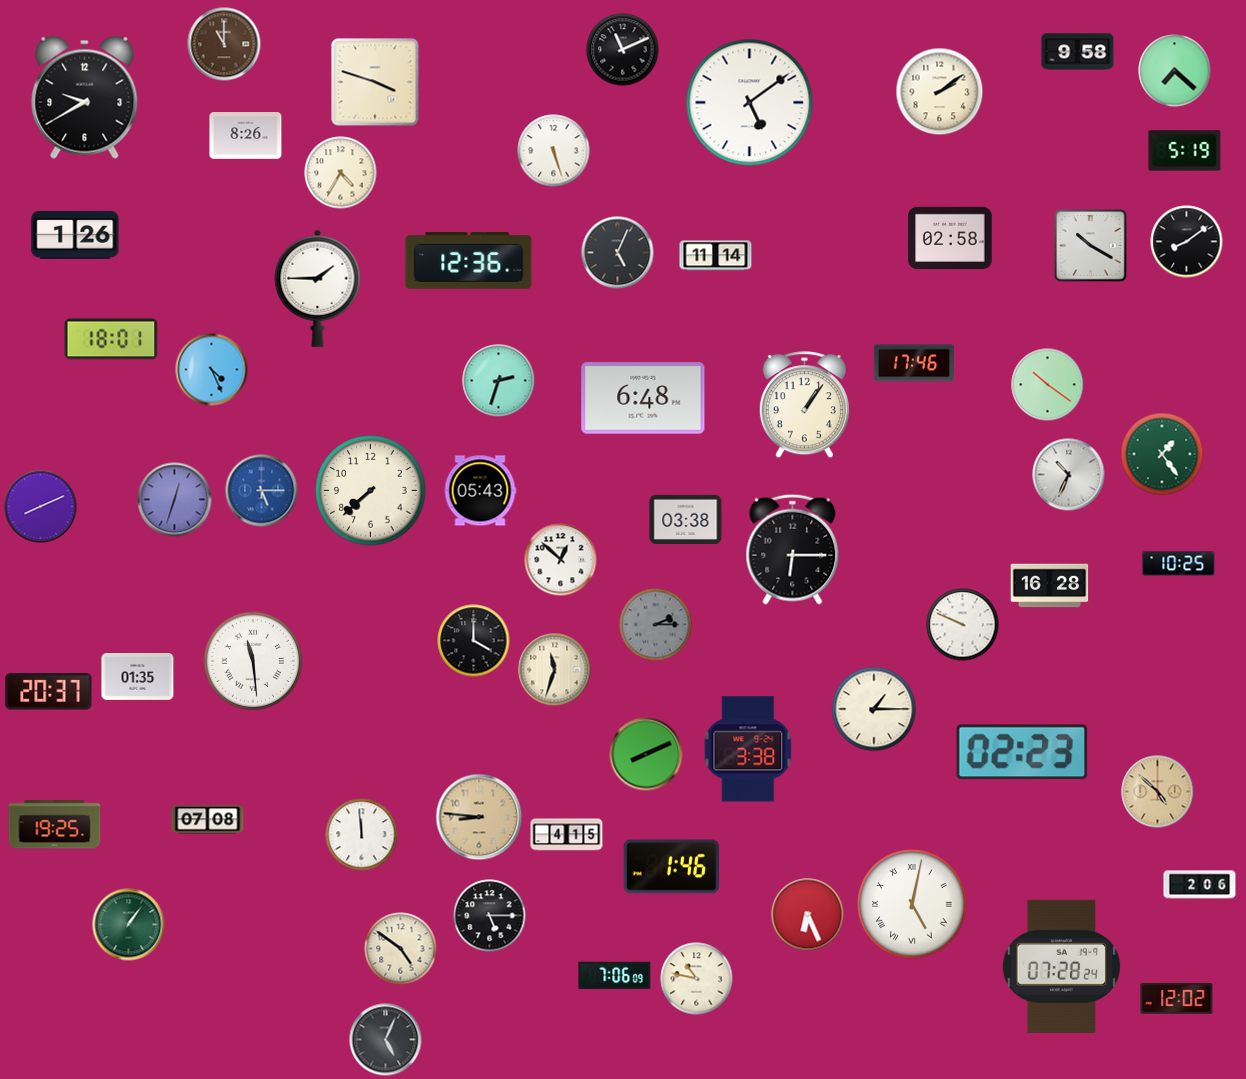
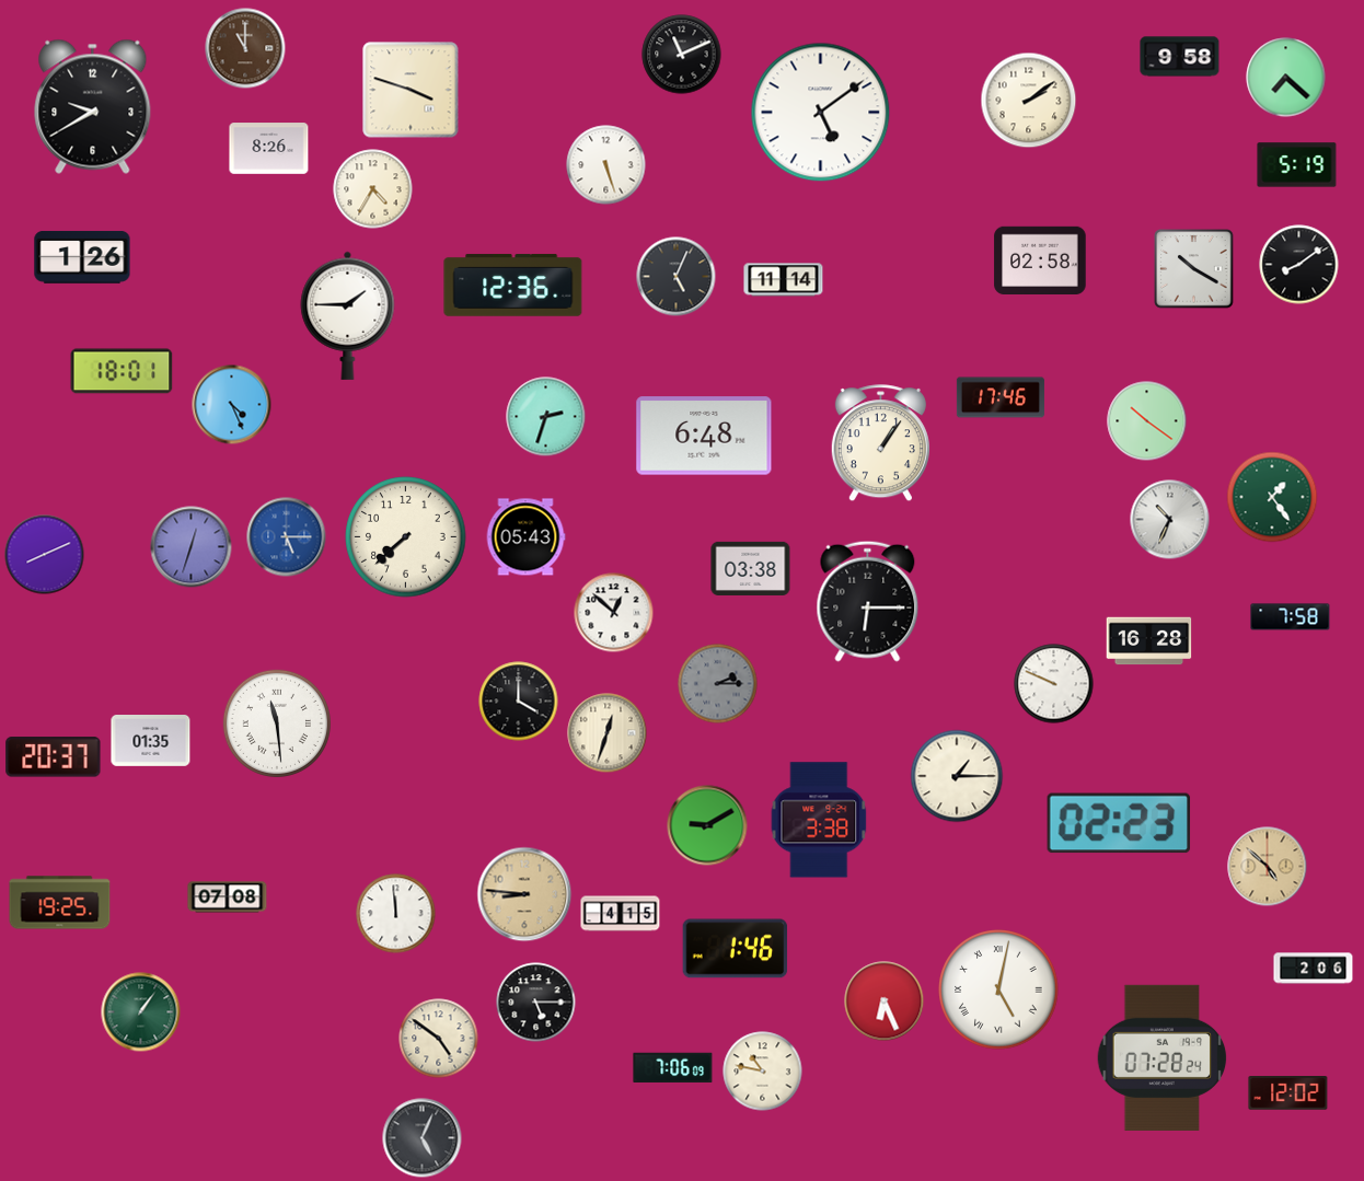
clock at (1179, 564): 10:25 -> 7:58
clock at (555, 670): 11:33 -> 12:33
clock at (646, 754): 8:11 -> 9:10
